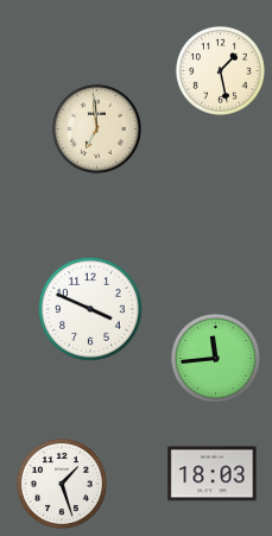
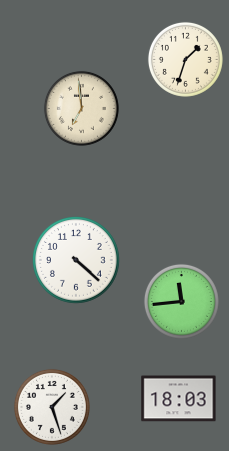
clock at (220, 70): 1:28 -> 1:33
clock at (91, 310): 3:49 -> 4:22
